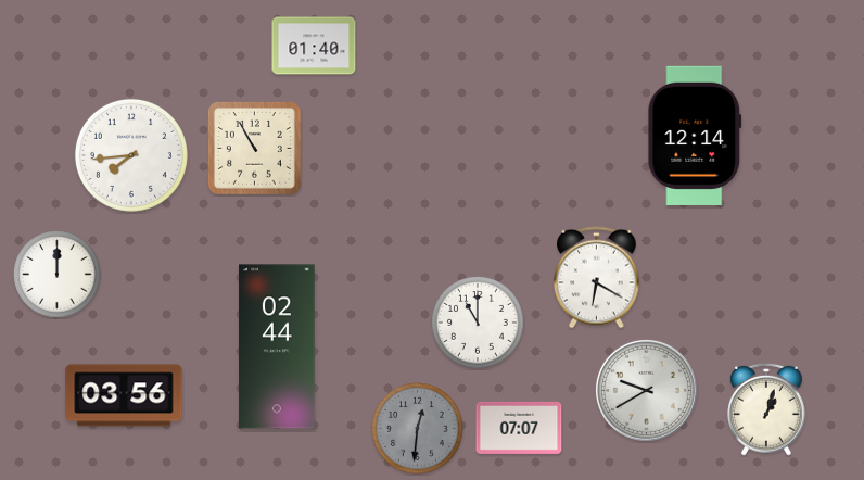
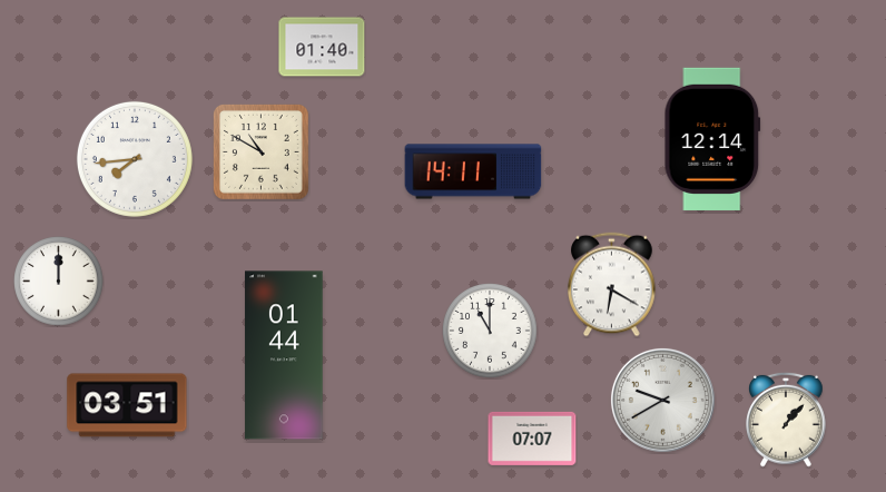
clock at (254, 148): 10:55 -> 10:50
clock at (473, 171): none -> 14:11
clock at (277, 346): 02:44 -> 01:44
clock at (124, 395): 03:56 -> 03:51
clock at (766, 409): 1:03 -> 1:07
clock at (418, 429): 12:31 -> none
